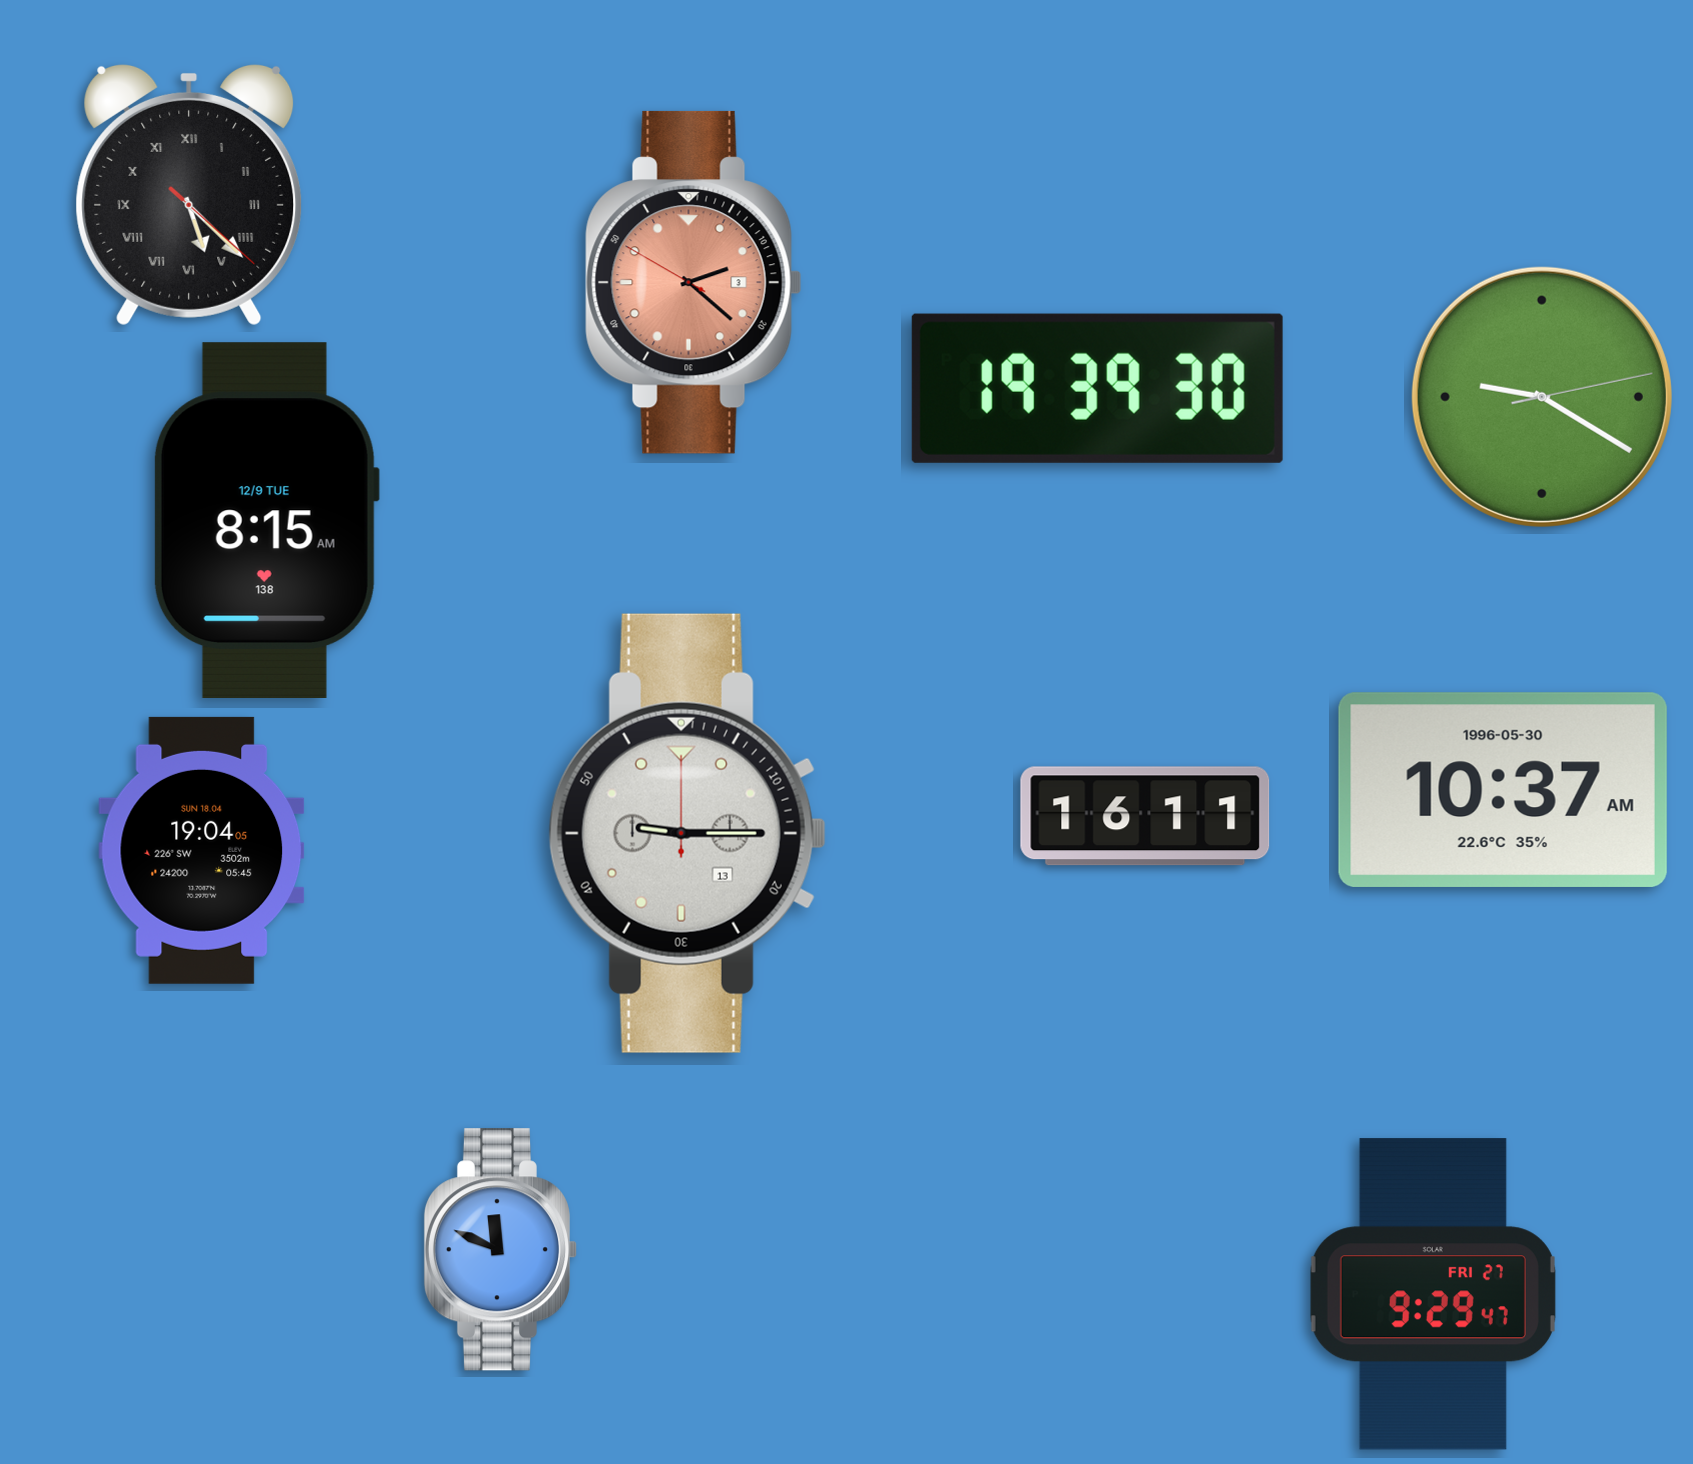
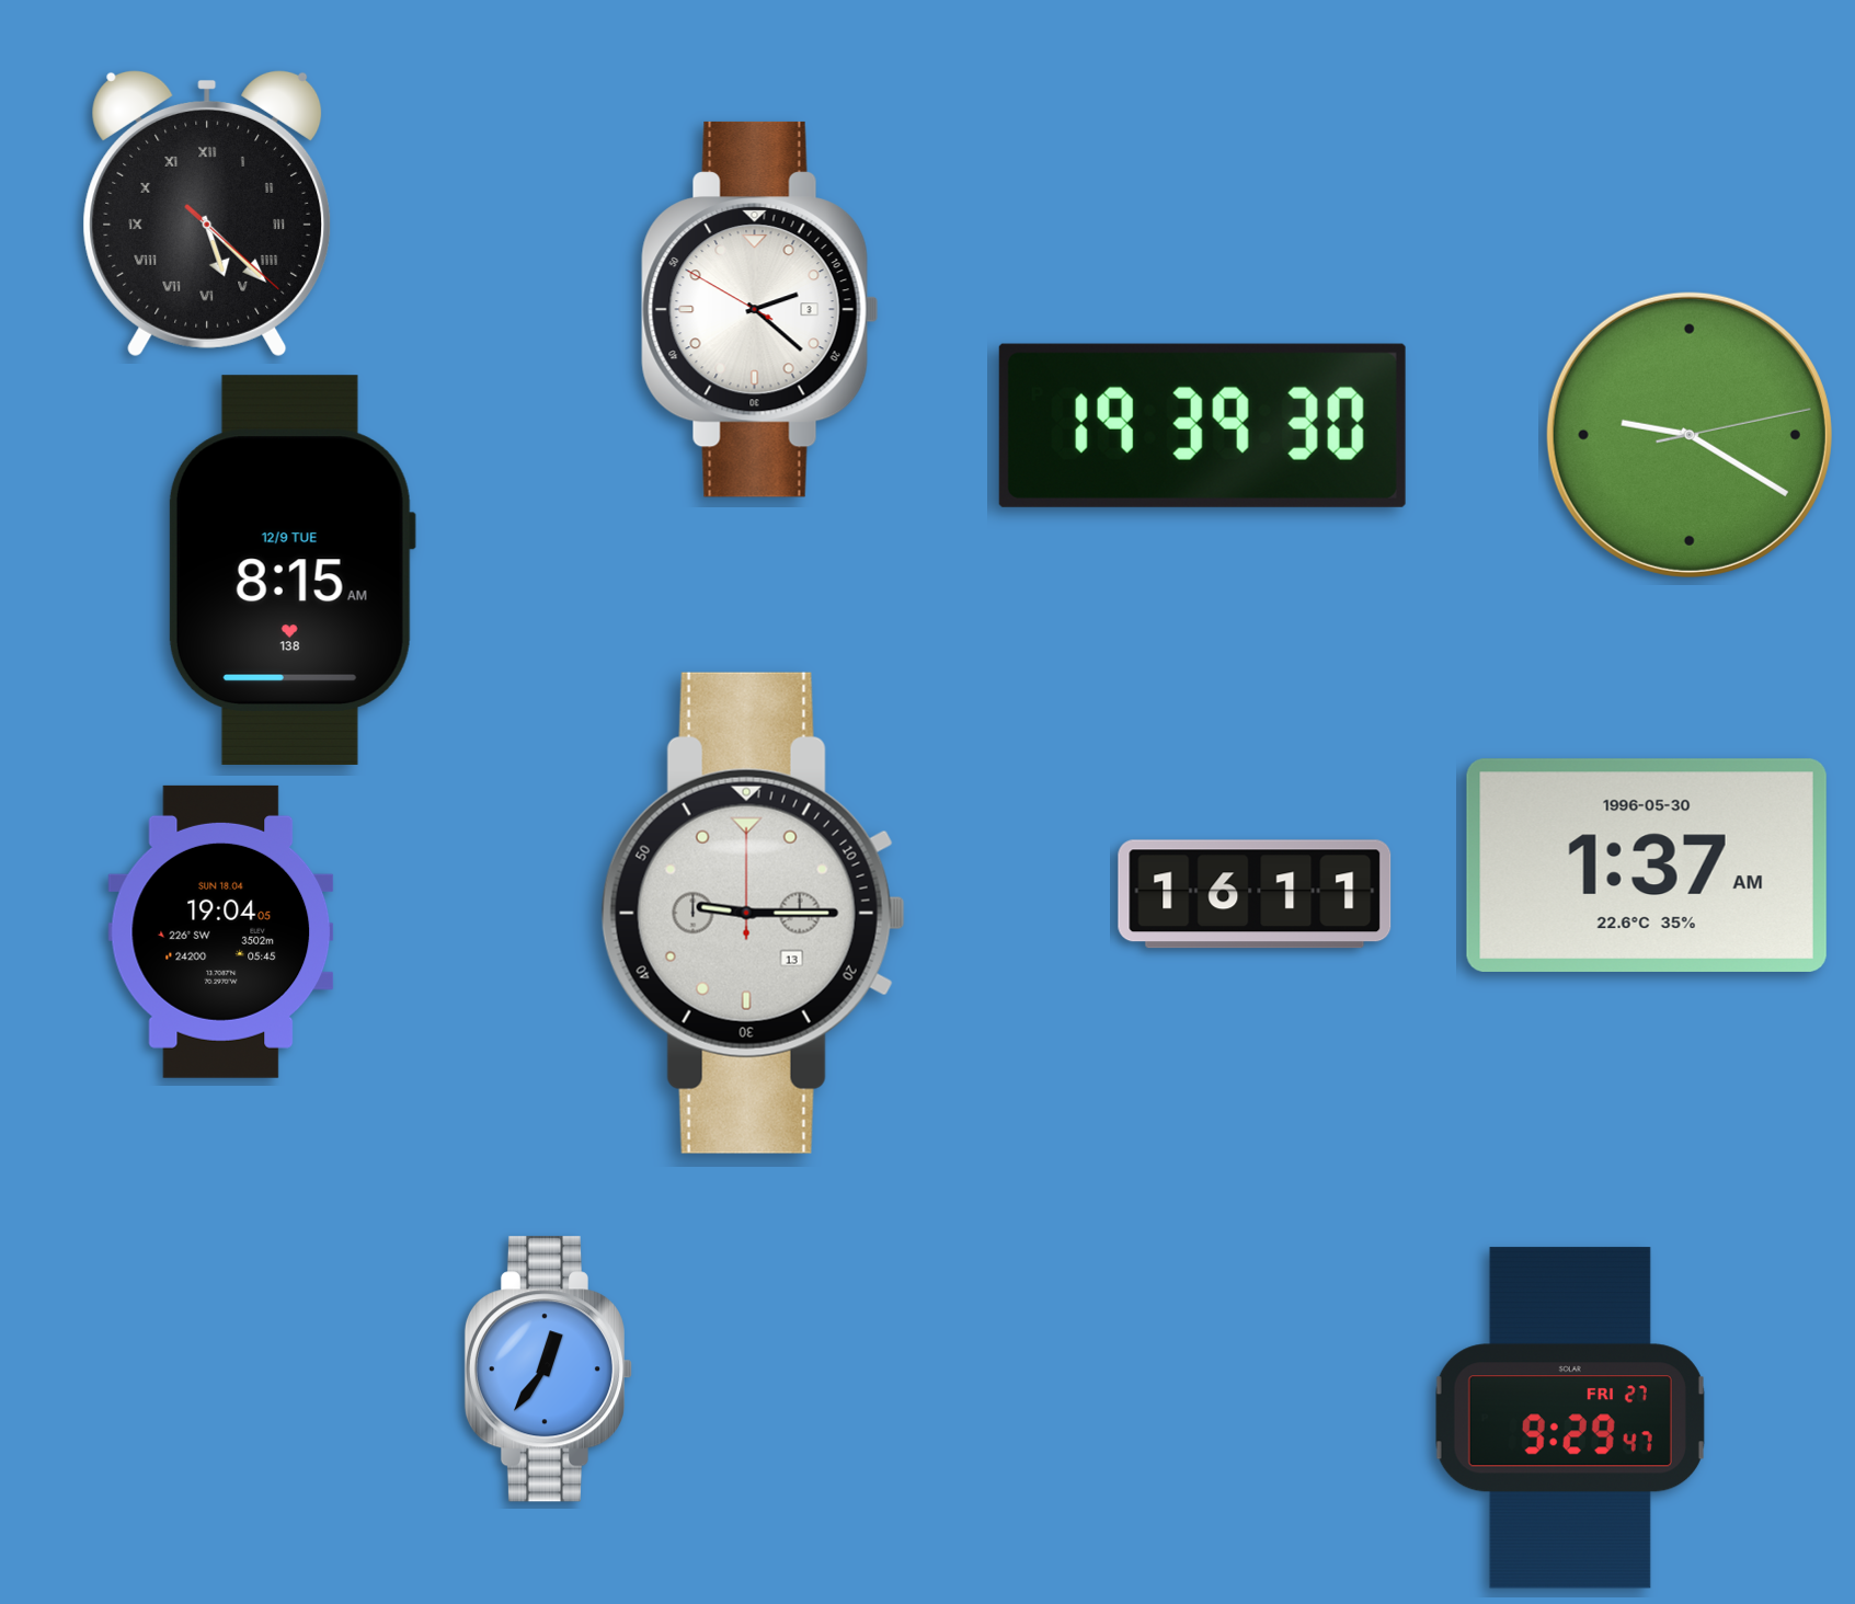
clock at (694, 282) dial: salmon -> white
clock at (1503, 790): 10:37 -> 1:37
clock at (501, 1250): 11:49 -> 12:36
